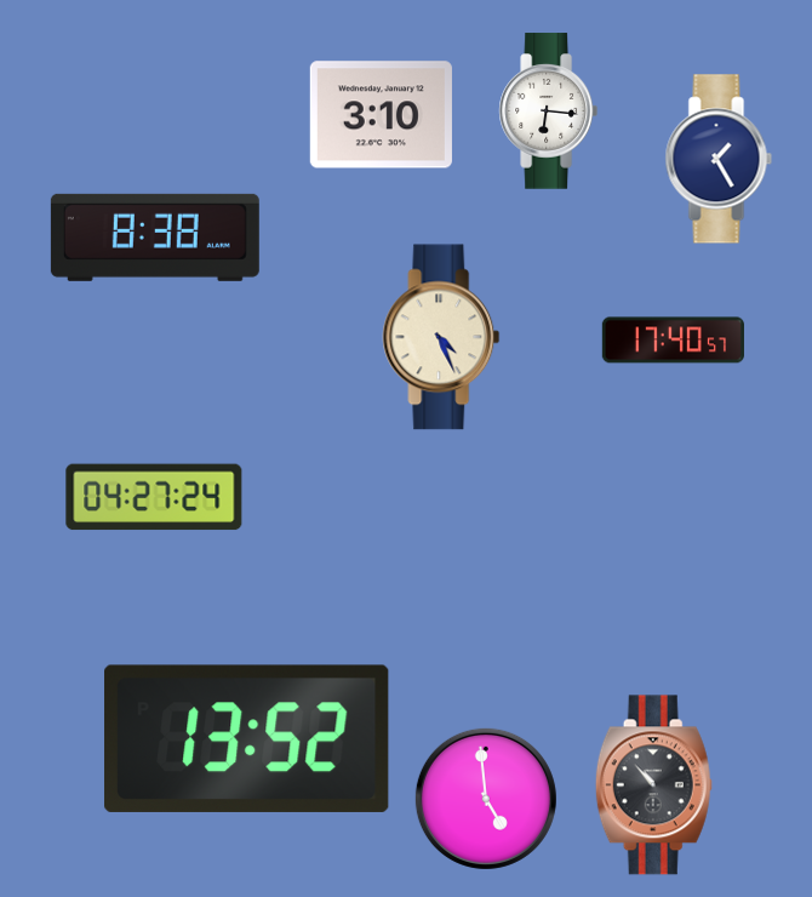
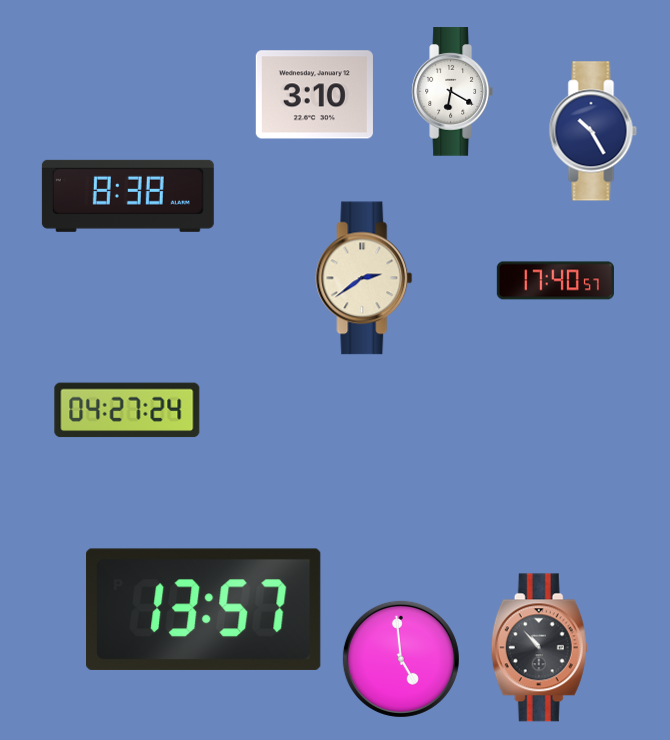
clock at (548, 112): 6:16 -> 6:20
clock at (719, 159): 1:25 -> 10:25
clock at (441, 337): 4:26 -> 2:39
clock at (247, 738): 13:52 -> 13:57
